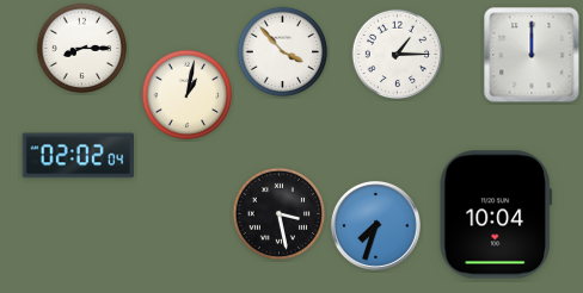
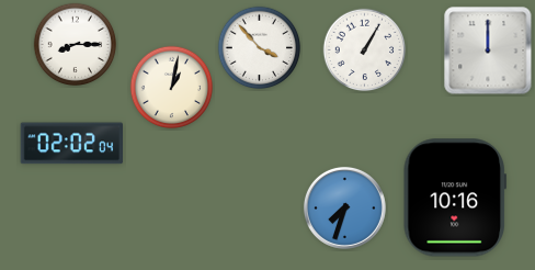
clock at (398, 55): 1:15 -> 1:05
clock at (280, 214): 3:28 -> none
clock at (496, 214): 10:04 -> 10:16
